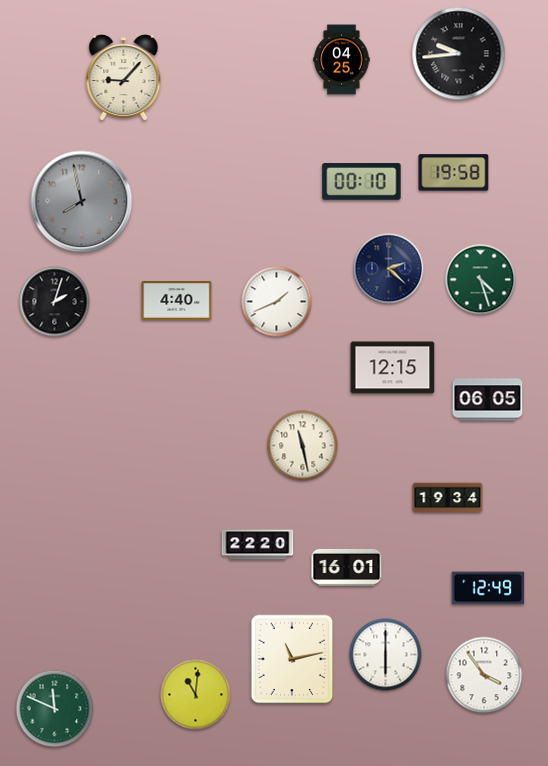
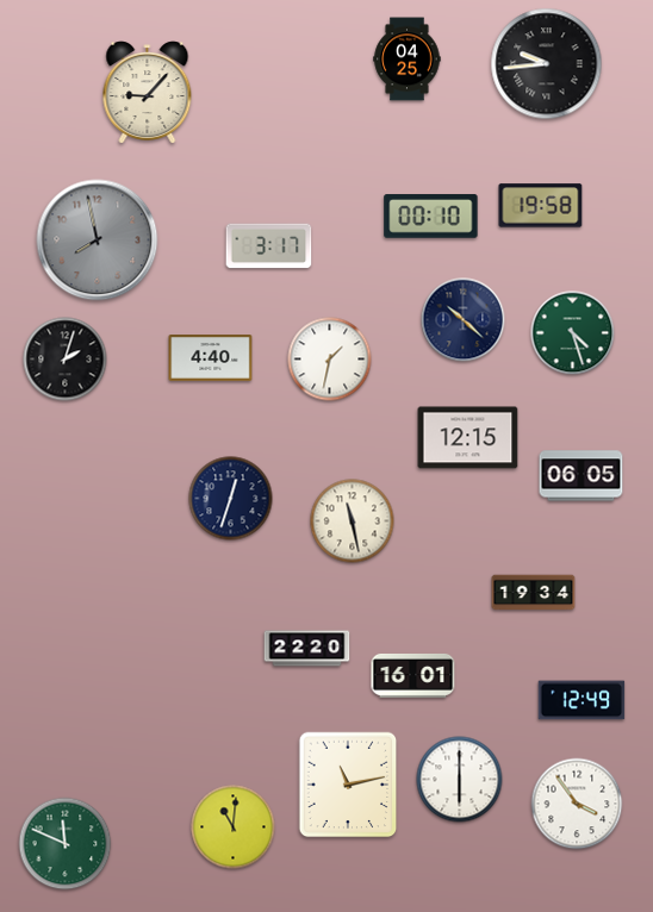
clock at (342, 60) position: (342, 60) -> (408, 60)
clock at (269, 246): none -> 3:17
clock at (389, 269): 2:22 -> 10:22
clock at (277, 302): 1:41 -> 1:32
clock at (231, 499): none -> 12:33
clock at (303, 446) position: (303, 446) -> (353, 521)
